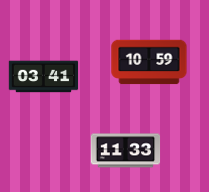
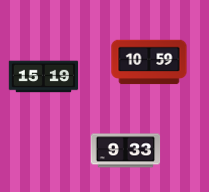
clock at (44, 77): 03:41 -> 15:19
clock at (126, 151): 11:33 -> 9:33
